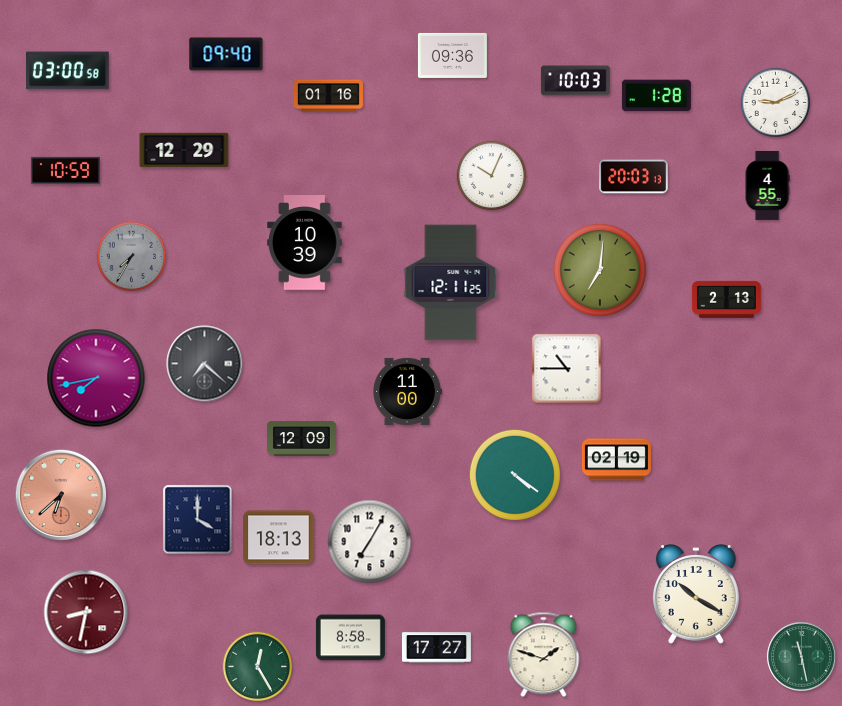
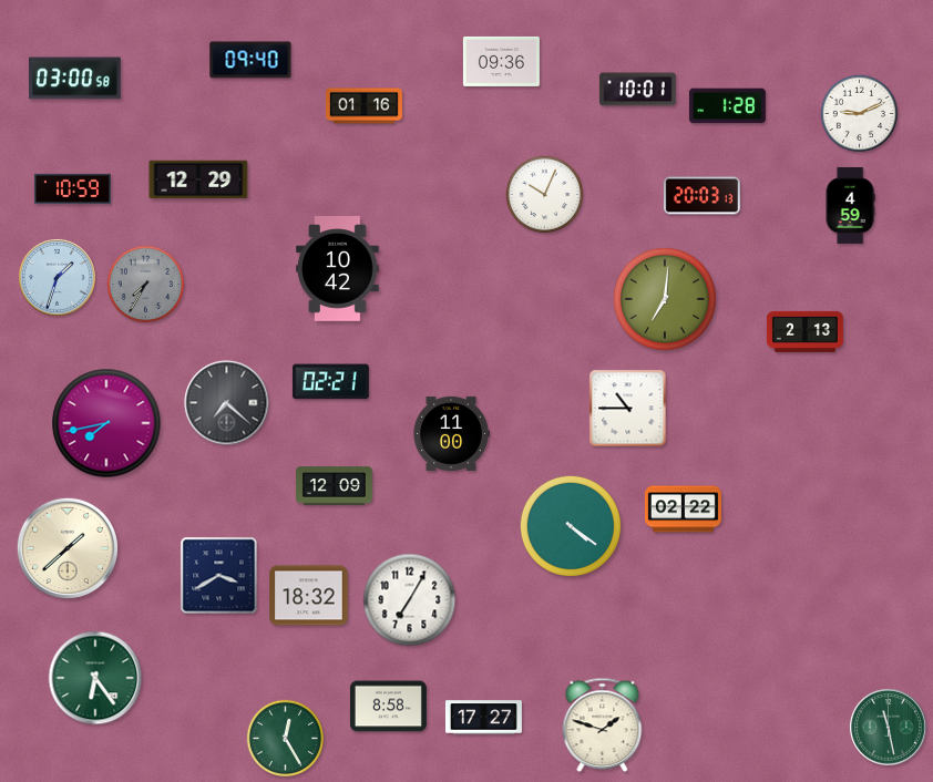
clock at (575, 81): 10:03 -> 10:01
clock at (184, 150) position: (184, 150) -> (198, 179)
clock at (767, 185): 4:55 -> 4:59
clock at (305, 243): 10:39 -> 10:42
clock at (58, 278): none -> 1:33
clock at (451, 283): 12:11 -> none
clock at (330, 382): none -> 02:21
clock at (96, 378) position: (96, 378) -> (106, 423)
clock at (616, 460): 02:19 -> 02:22
clock at (61, 495): 6:38 -> 1:38
clock at (61, 495) dial: salmon -> cream
clock at (198, 520): 4:00 -> 3:40
clock at (279, 538): 18:13 -> 18:32
clock at (696, 594): 10:20 -> none
clock at (86, 612): 8:32 -> 6:24
clock at (86, 612) dial: burgundy -> green
